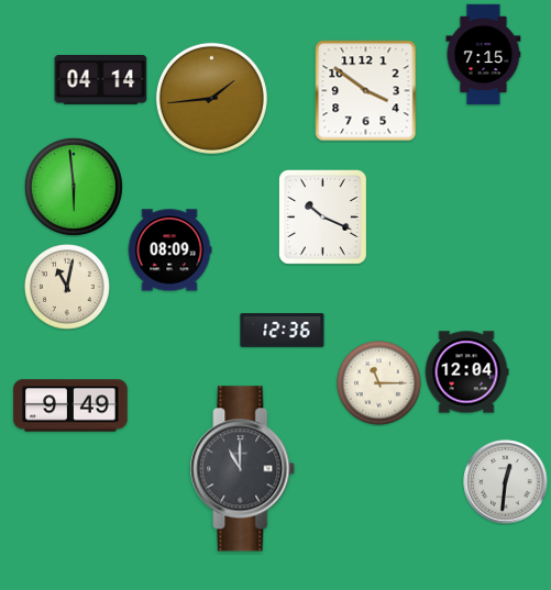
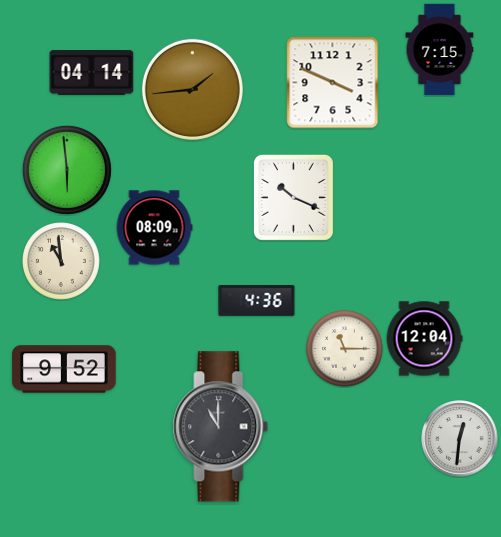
clock at (366, 91): 3:51 -> 3:49
clock at (68, 288): 11:02 -> 10:59
clock at (283, 331): 12:36 -> 4:36
clock at (70, 405): 9:49 -> 9:52
